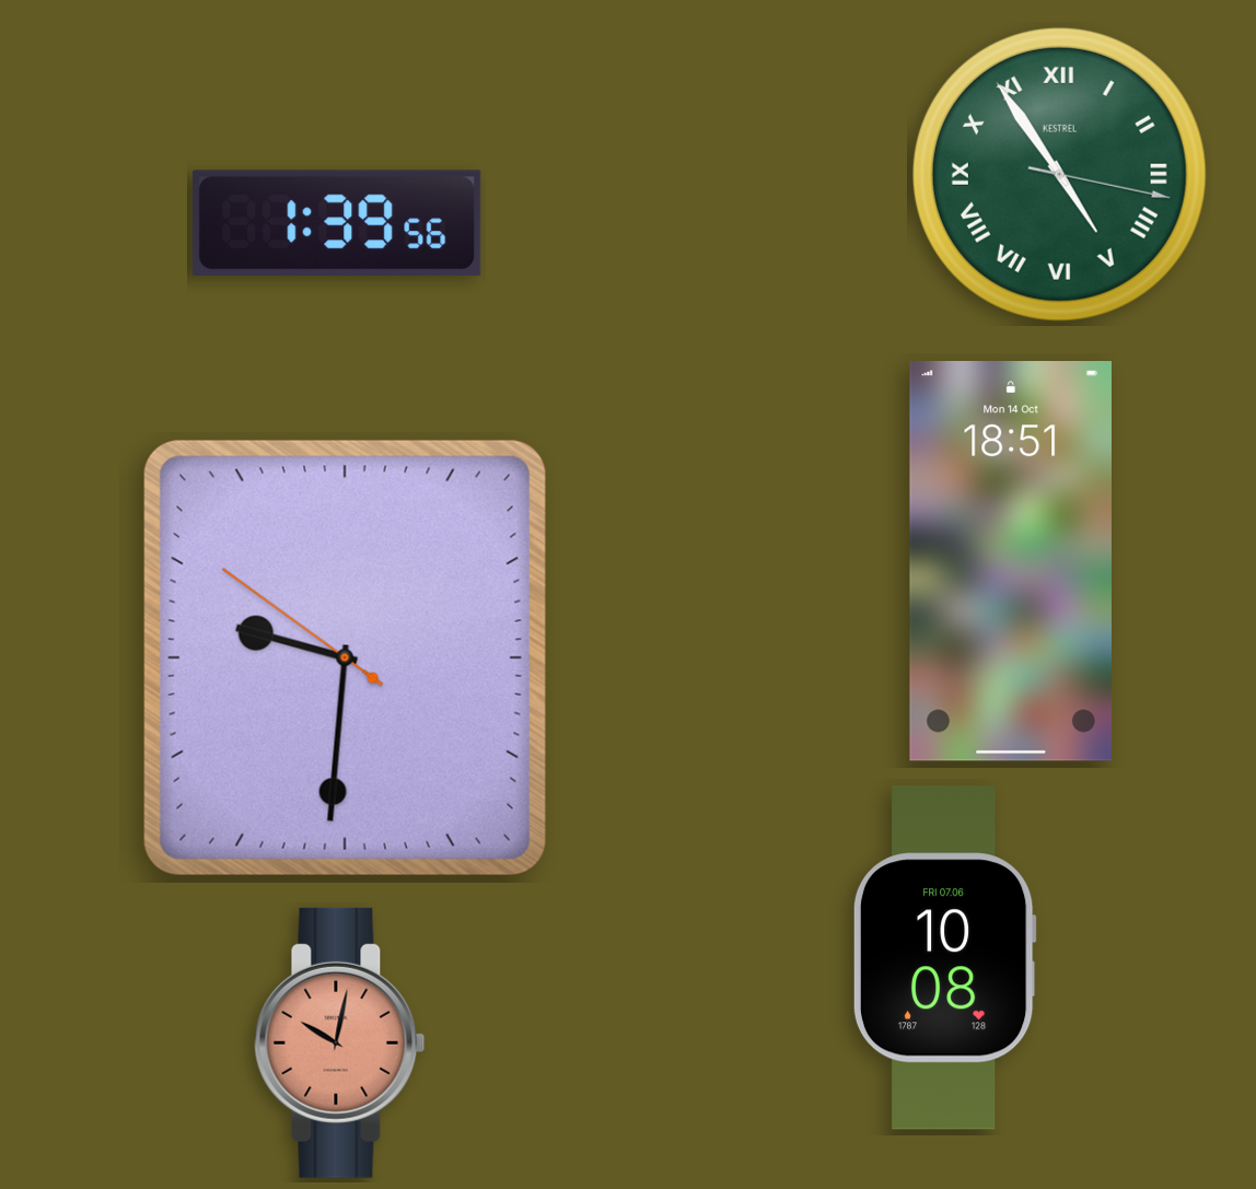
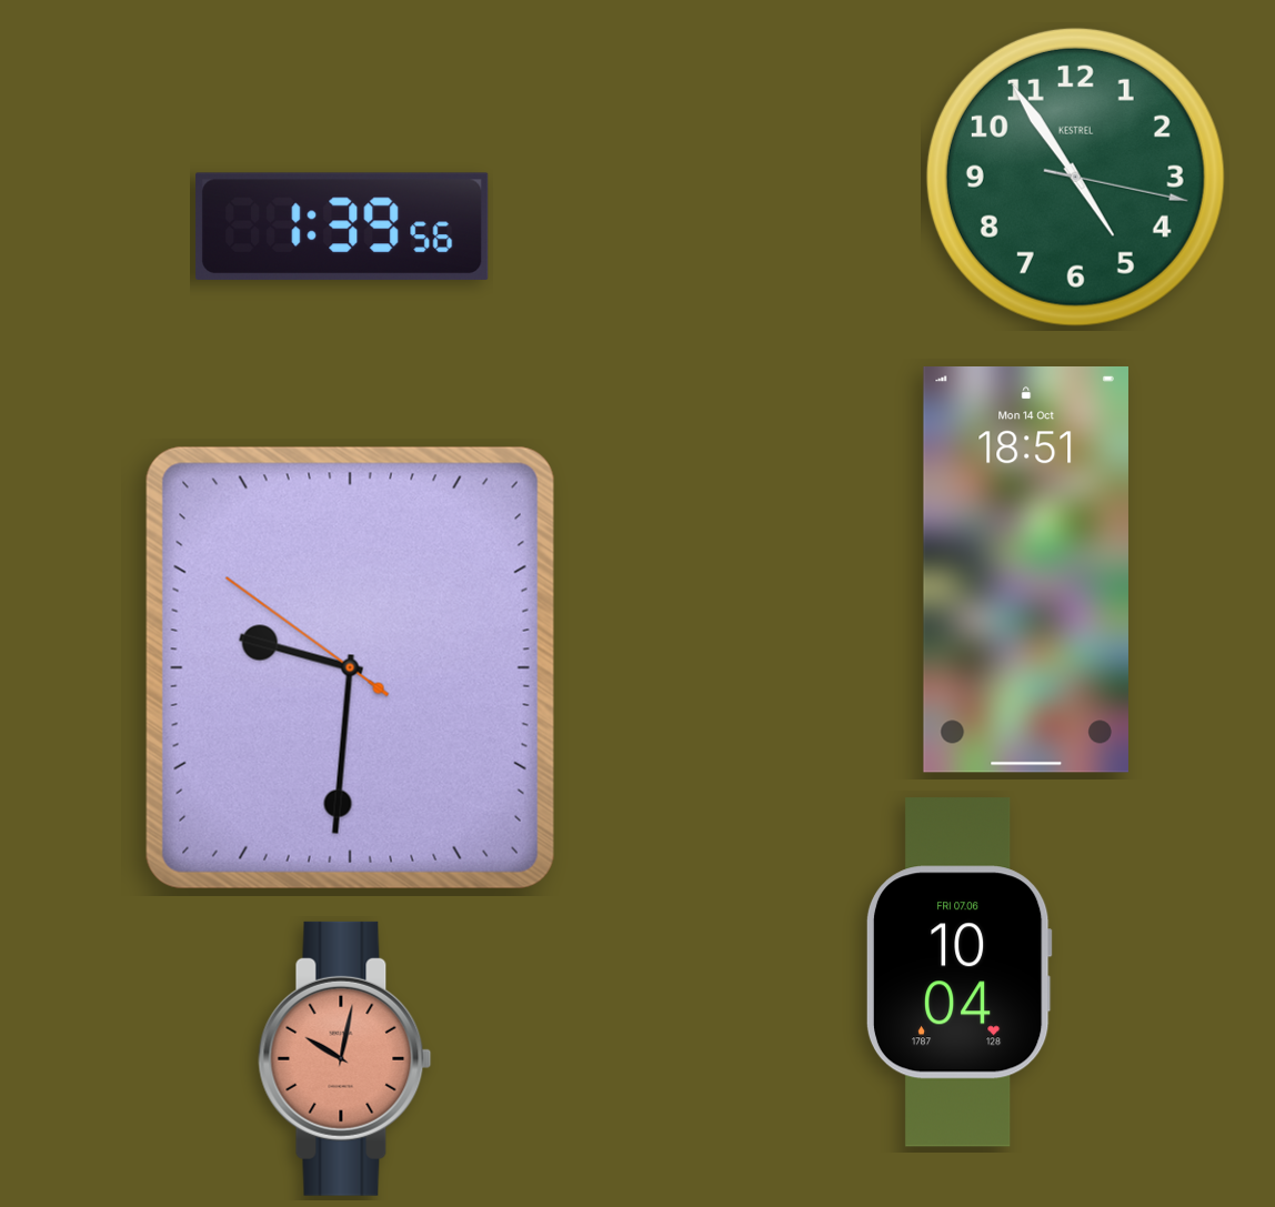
clock at (1059, 174) numerals: Roman -> Arabic
clock at (944, 958): 10:08 -> 10:04
